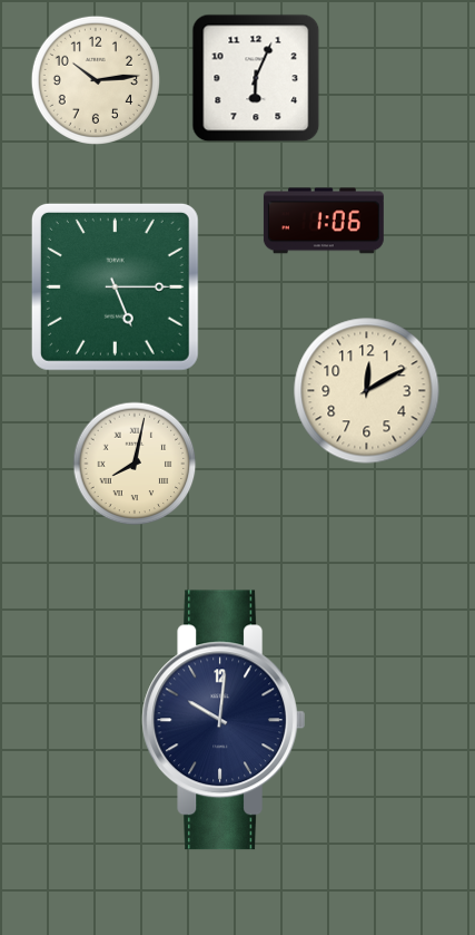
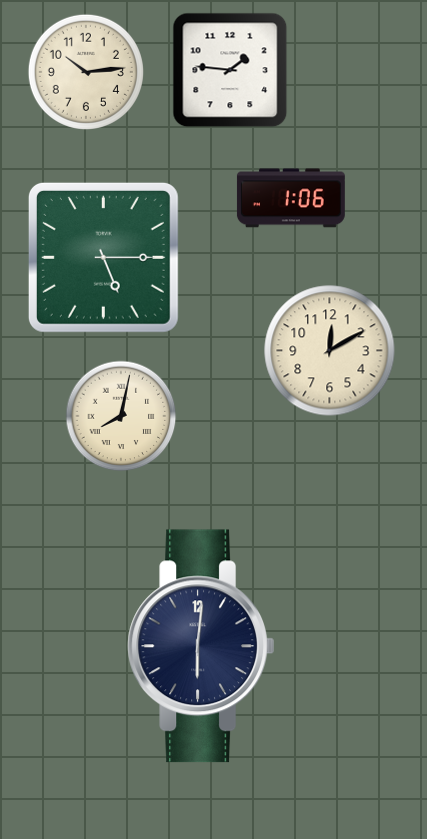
clock at (256, 78): 6:04 -> 1:46
clock at (222, 720): 10:01 -> 6:01
